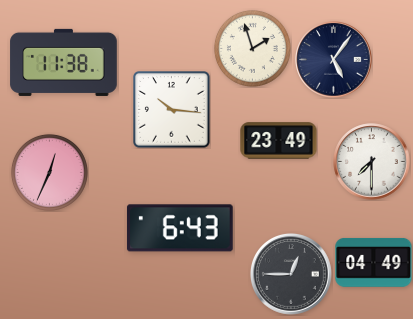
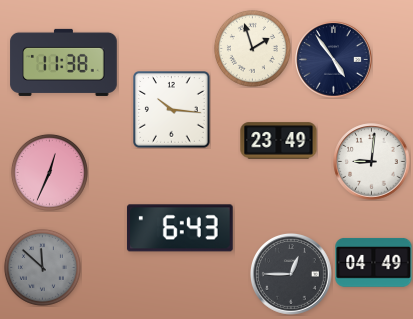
clock at (334, 60): 5:06 -> 4:54
clock at (372, 162): 7:30 -> 9:01
clock at (42, 267): none -> 11:52
